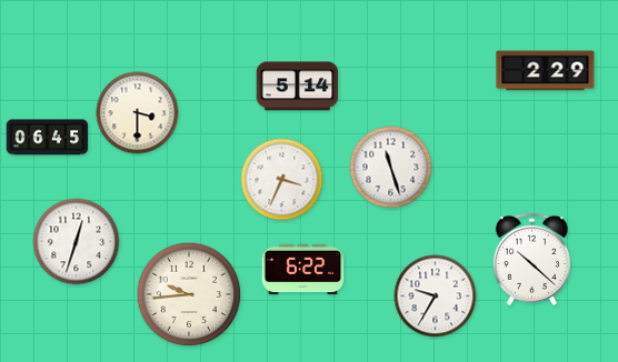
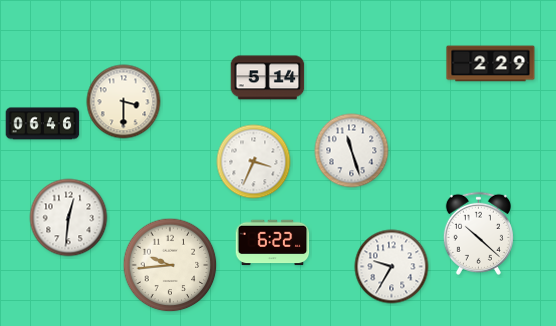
clock at (48, 138): 06:45 -> 06:46
clock at (77, 242): 12:33 -> 12:31
